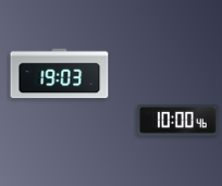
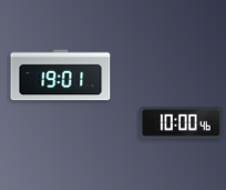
clock at (60, 74): 19:03 -> 19:01
